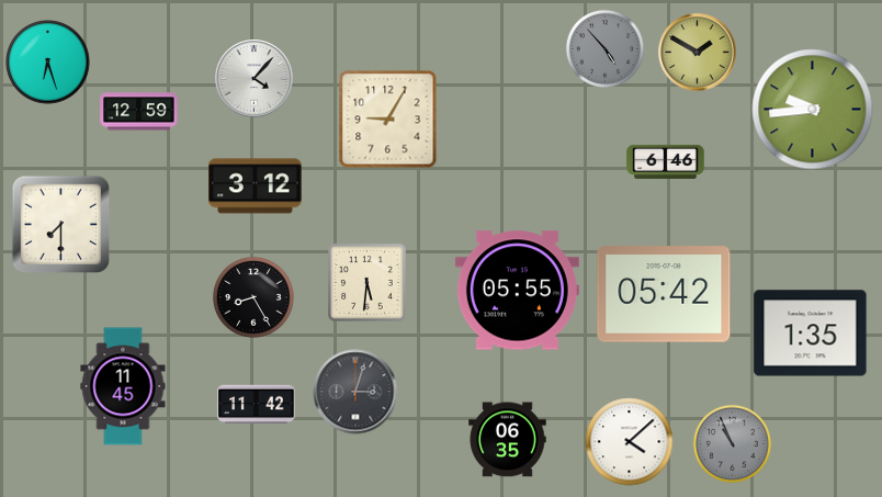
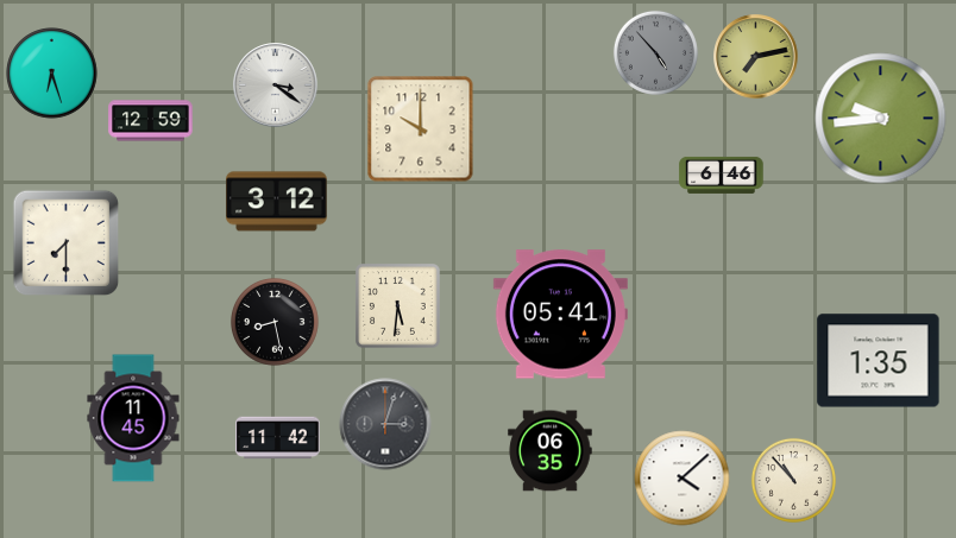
clock at (698, 53): 1:50 -> 7:13
clock at (48, 63) position: (48, 63) -> (52, 74)
clock at (255, 79): 4:07 -> 3:21
clock at (388, 120): 9:05 -> 10:00
clock at (517, 291): 05:55 -> 05:41
clock at (664, 294): 05:42 -> none
clock at (255, 298): 8:25 -> 8:28
clock at (508, 440) position: (508, 440) -> (551, 451)
clock at (732, 443): 10:56 -> 10:53
clock at (732, 443) dial: grey -> cream
